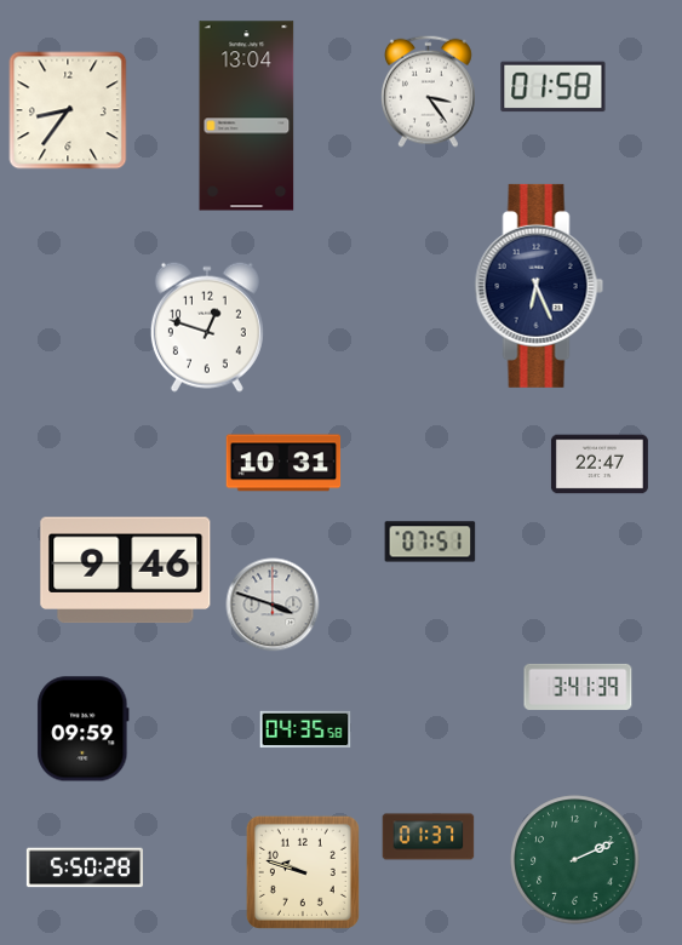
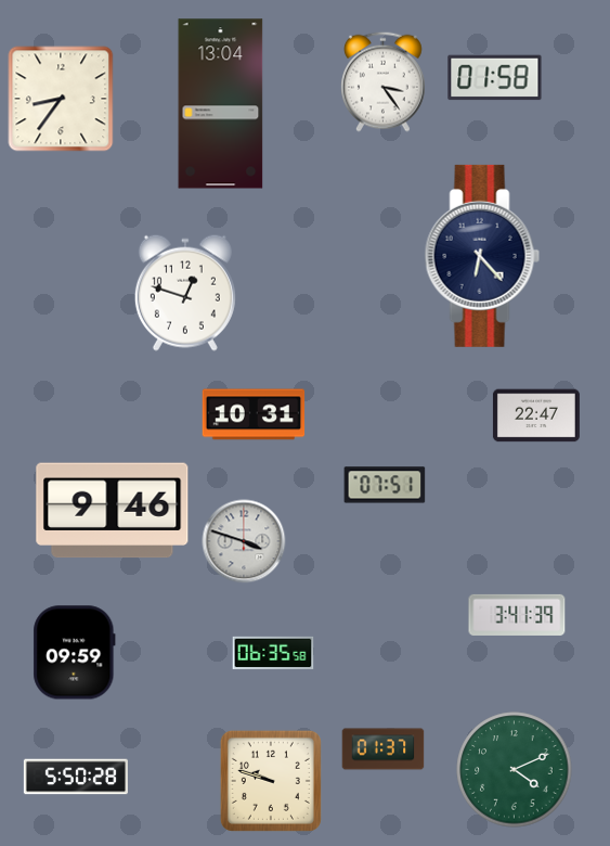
clock at (539, 286): 6:26 -> 6:23
clock at (305, 729): 04:35 -> 06:35
clock at (575, 860): 2:11 -> 4:11
